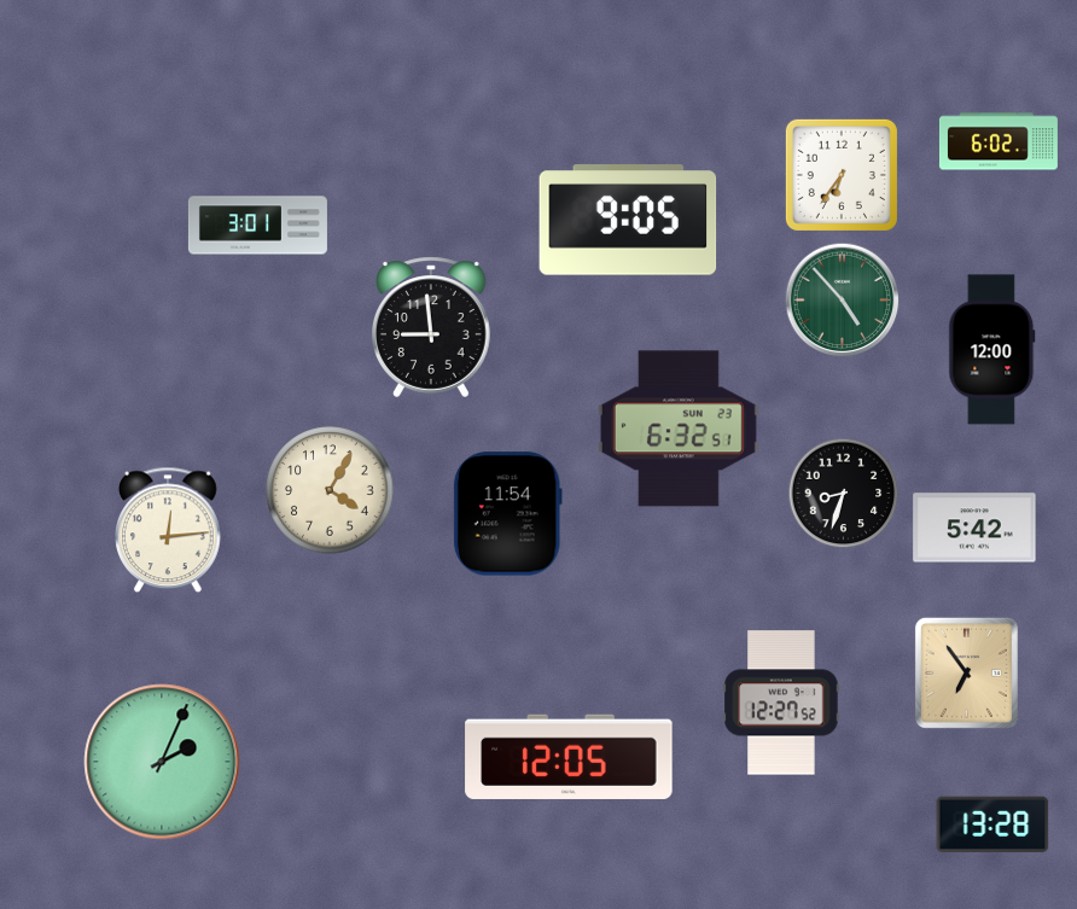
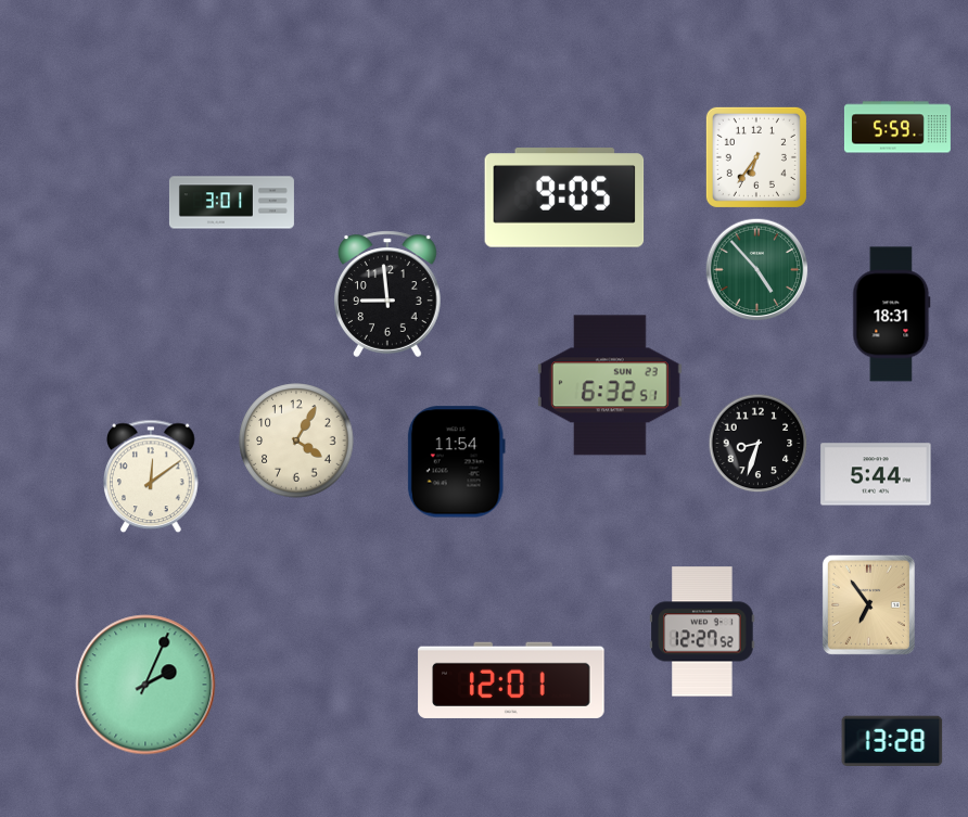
clock at (999, 141): 6:02 -> 5:59
clock at (992, 350): 12:00 -> 18:31
clock at (974, 528): 5:42 -> 5:44
clock at (169, 530): 12:14 -> 12:09
clock at (569, 757): 12:05 -> 12:01
